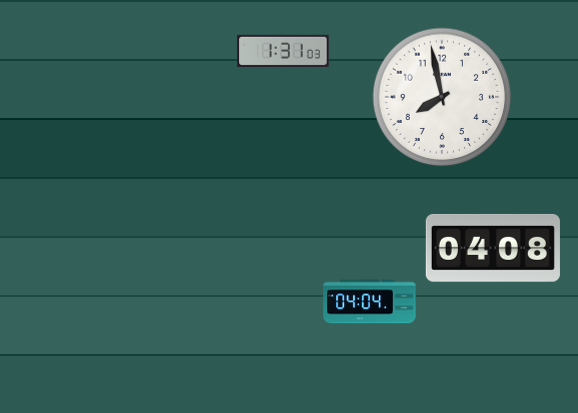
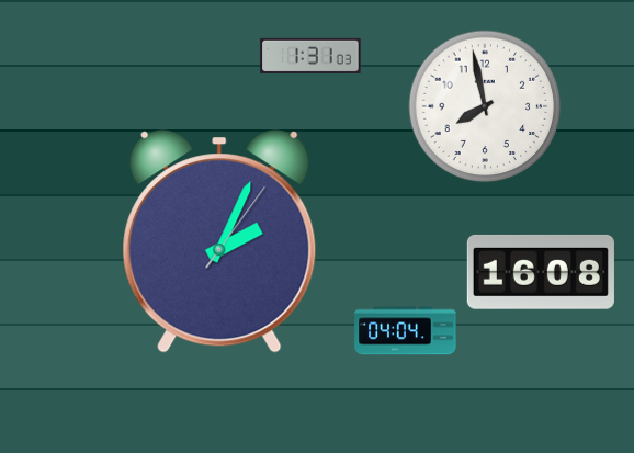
clock at (219, 241): none -> 2:04
clock at (493, 248): 04:08 -> 16:08
